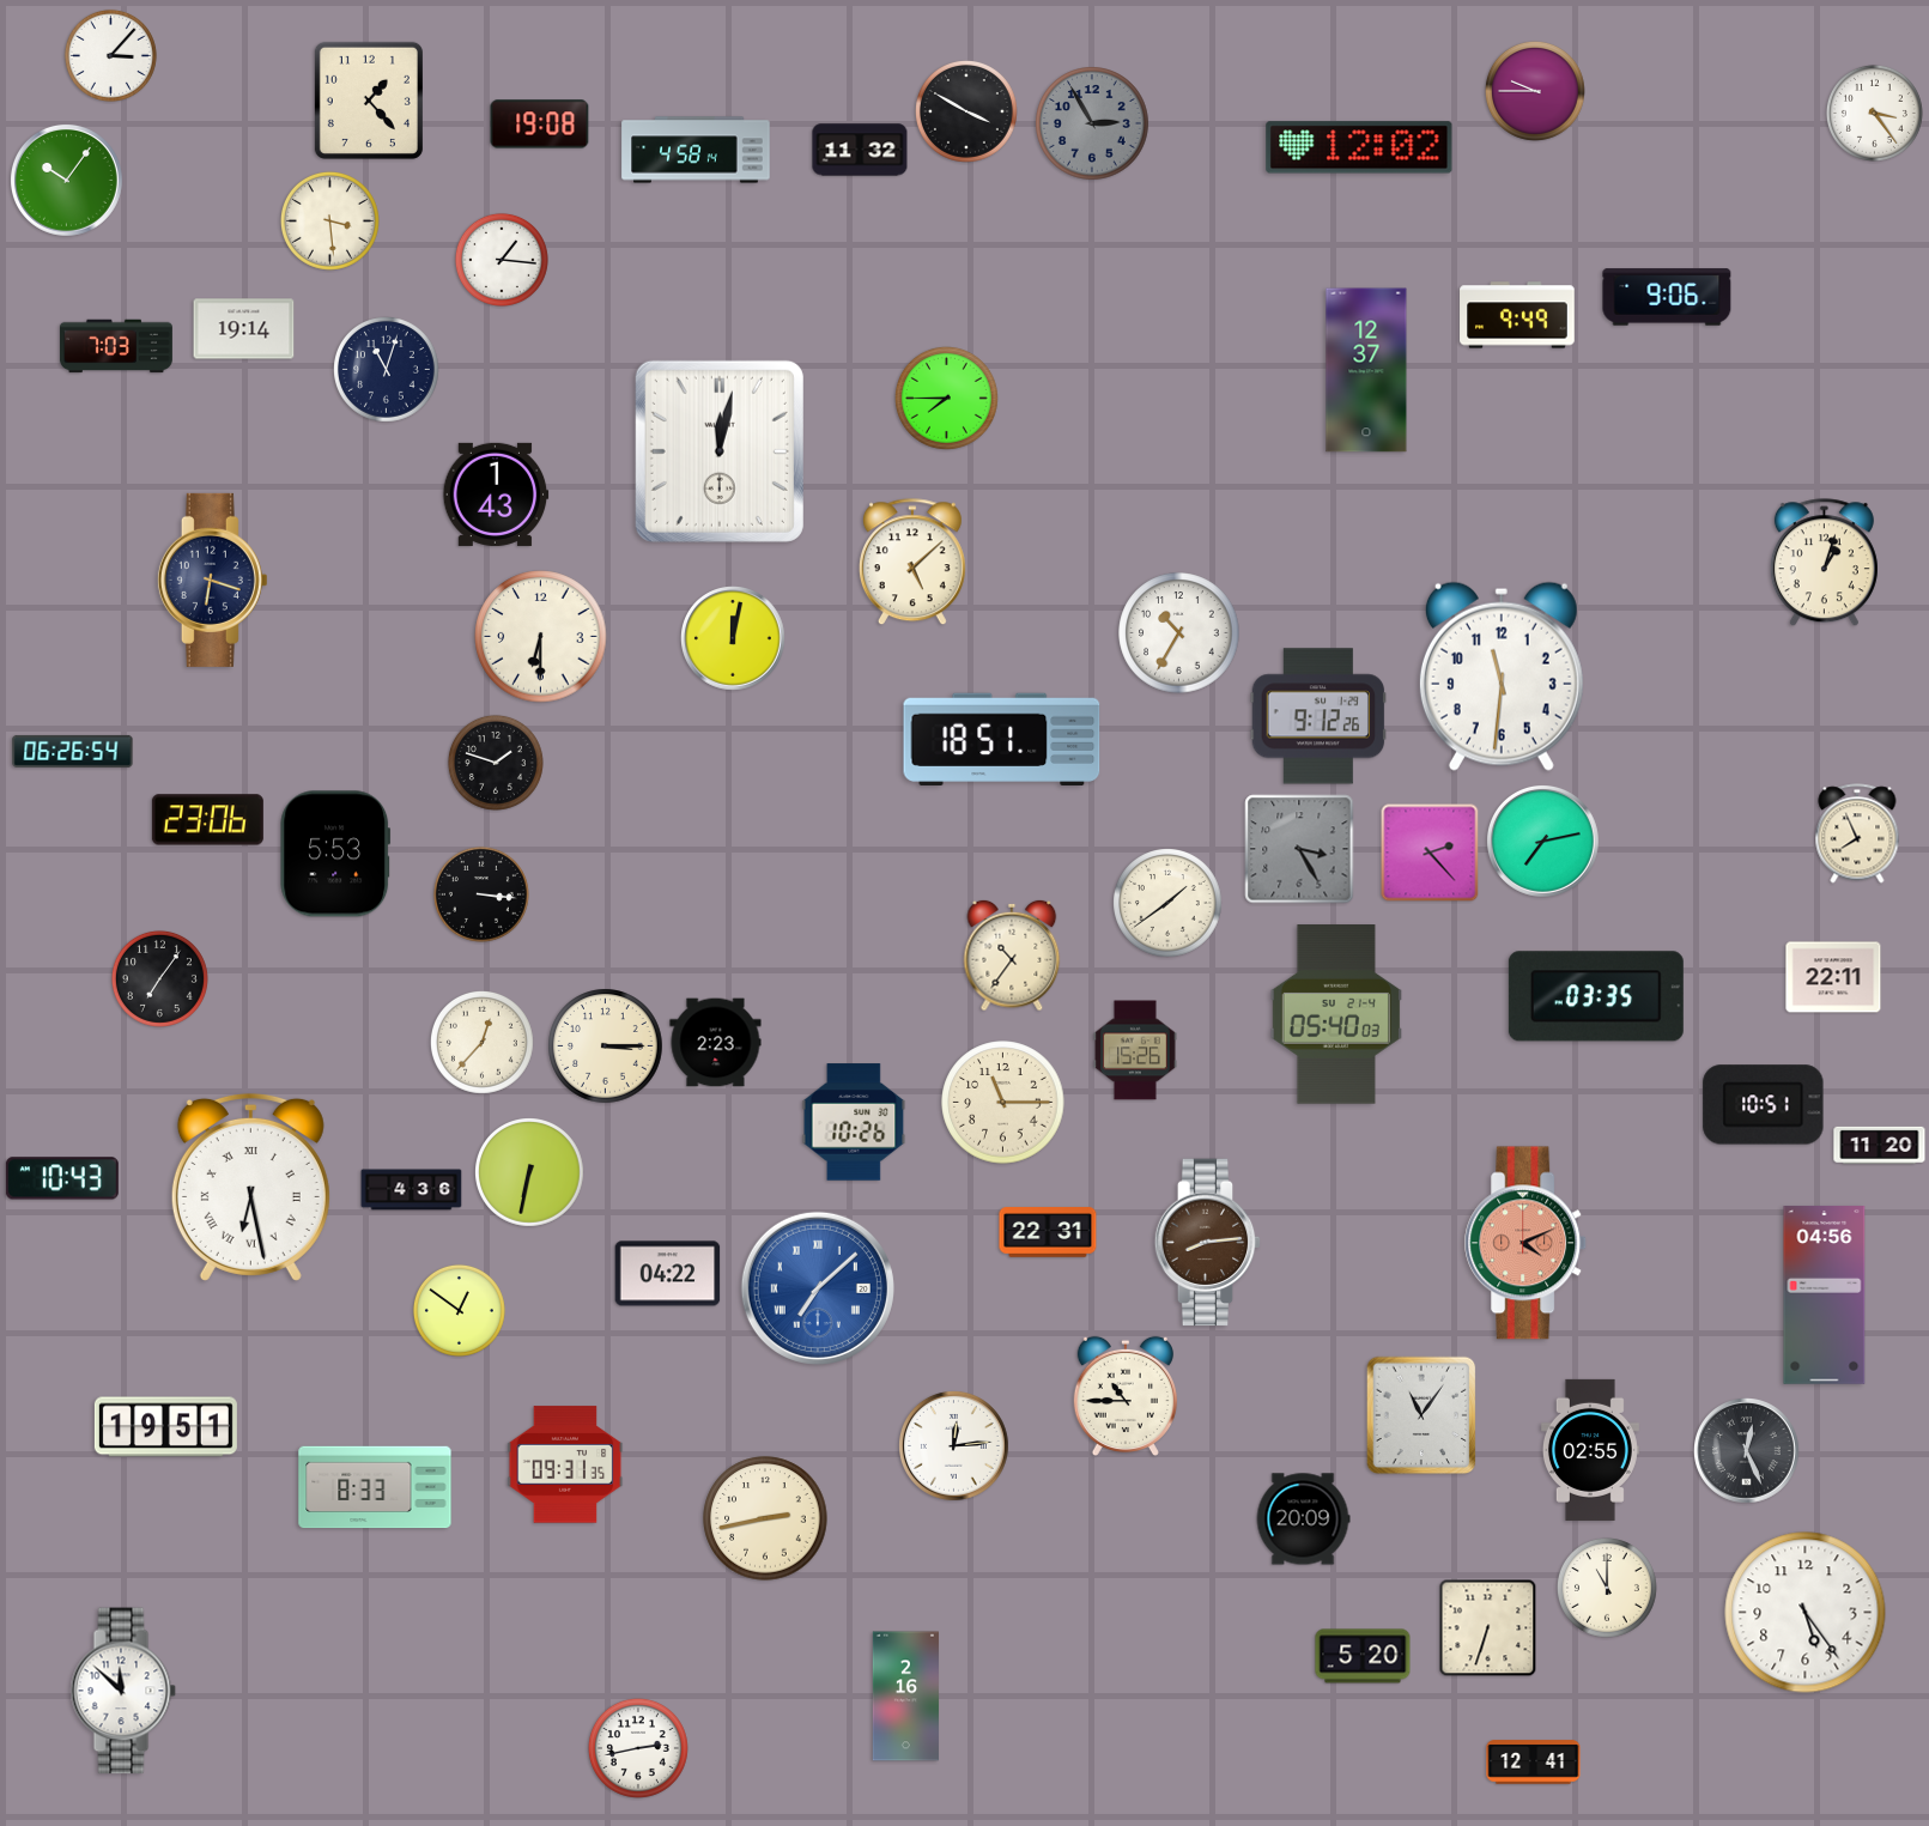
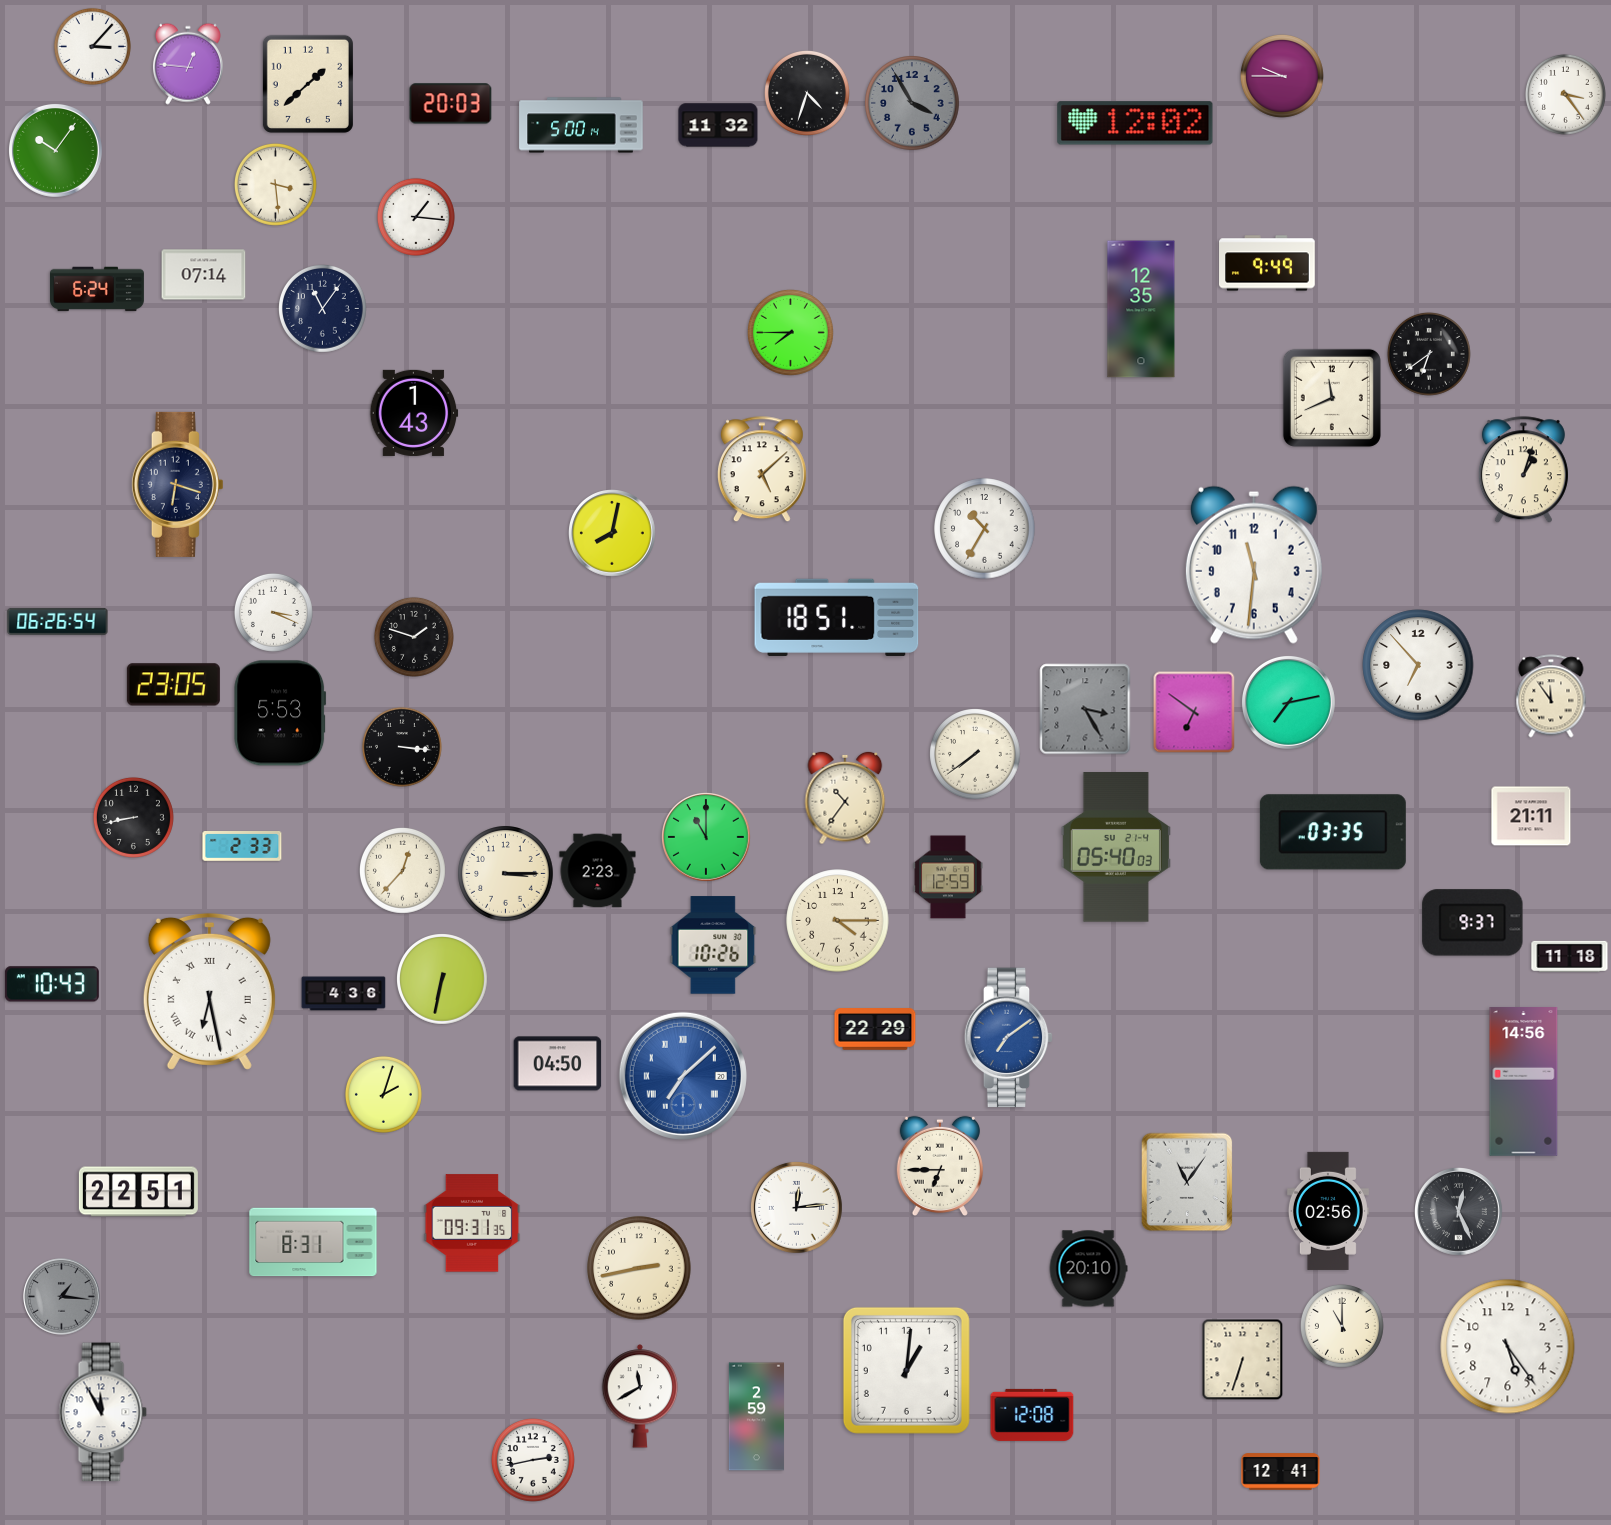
clock at (188, 64): none -> 12:46
clock at (369, 101): 1:23 -> 1:38
clock at (966, 111): 3:50 -> 4:33
clock at (1092, 123): 2:55 -> 3:55
clock at (540, 125): 19:08 -> 20:03
clock at (696, 150): 4:58 -> 5:00
clock at (502, 260) position: (502, 260) -> (416, 217)
clock at (1667, 297): 9:06 -> none
clock at (244, 329): 19:14 -> 07:14
clock at (116, 346): 7:03 -> 6:24
clock at (387, 370): 11:03 -> 11:06
clock at (1366, 370): 12:37 -> 12:35
clock at (1429, 354): none -> 6:39
clock at (720, 451): 12:02 -> none
clock at (1332, 398): none -> 11:41
clock at (541, 637): 6:30 -> none
clock at (734, 639): 12:02 -> 8:02
clock at (1318, 716): 9:12 -> none
clock at (273, 612): none -> 3:19
clock at (73, 751) position: (73, 751) -> (58, 621)
clock at (1418, 665): none -> 6:53
clock at (207, 820): 23:06 -> 23:05
clock at (1857, 833): 7:56 -> 11:54
clock at (1430, 853): 2:23 -> 6:51
clock at (1169, 904): 1:39 -> 7:39
clock at (1833, 977): 22:11 -> 21:11
clock at (159, 978): 7:06 -> 8:43
clock at (707, 838): none -> 11:00
clock at (242, 847): none -> 2:33
clock at (1135, 1050): 15:26 -> 12:59
clock at (1003, 1103): 11:15 -> 4:15
clock at (1764, 1105): 10:51 -> 9:37
clock at (854, 1122) position: (854, 1122) -> (713, 945)
clock at (1880, 1145): 11:20 -> 11:18
clock at (1048, 1232): 22:31 -> 22:29
clock at (1208, 1243): 8:14 -> 7:09
clock at (1208, 1243) dial: brown -> blue
clock at (1527, 1243): 4:11 -> none
clock at (668, 1274): 04:22 -> 04:50
clock at (1825, 1296): 04:56 -> 14:56
clock at (459, 1310): 12:51 -> 2:03
clock at (1126, 1396): 10:45 -> 6:45
clock at (165, 1427): 19:51 -> 22:51
clock at (1590, 1450): 02:55 -> 02:56
clock at (375, 1487): 8:33 -> 8:31
clock at (1303, 1519): 20:09 -> 20:10
clock at (62, 1297): none -> 1:16
clock at (906, 1370): none -> 1:01
clock at (1363, 1656): 5:20 -> none
clock at (640, 1396): none -> 11:40
clock at (123, 1691): 11:52 -> 11:55
clock at (1032, 1415): none -> 12:08
clock at (905, 1697): 2:16 -> 2:59
